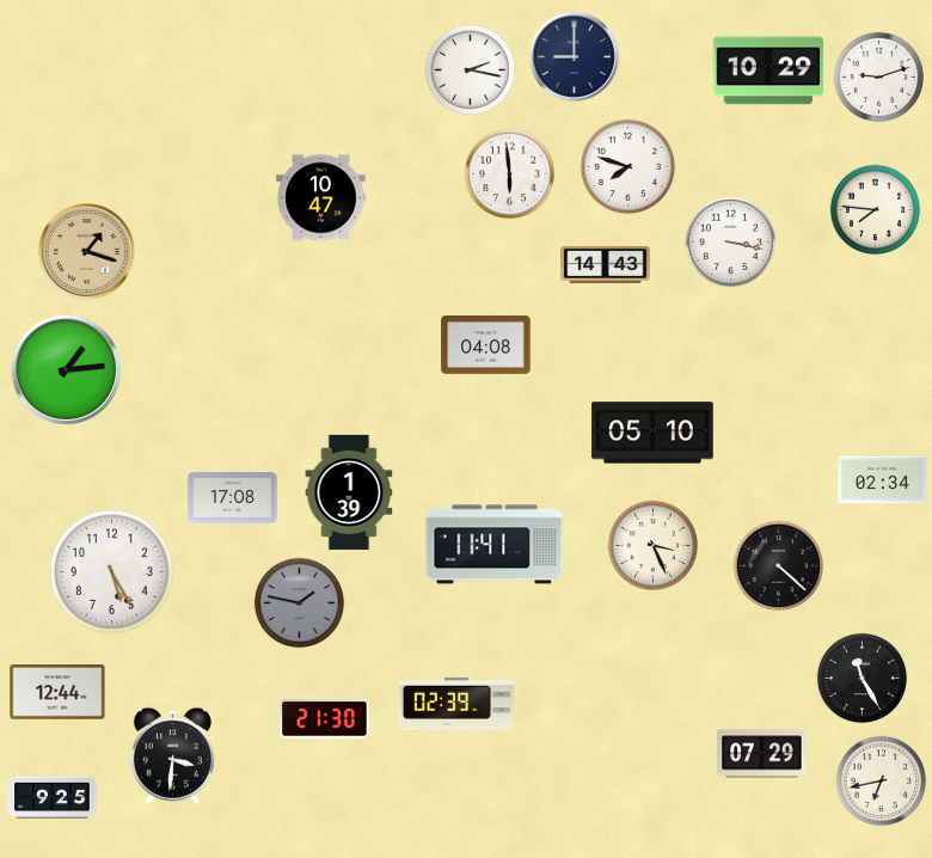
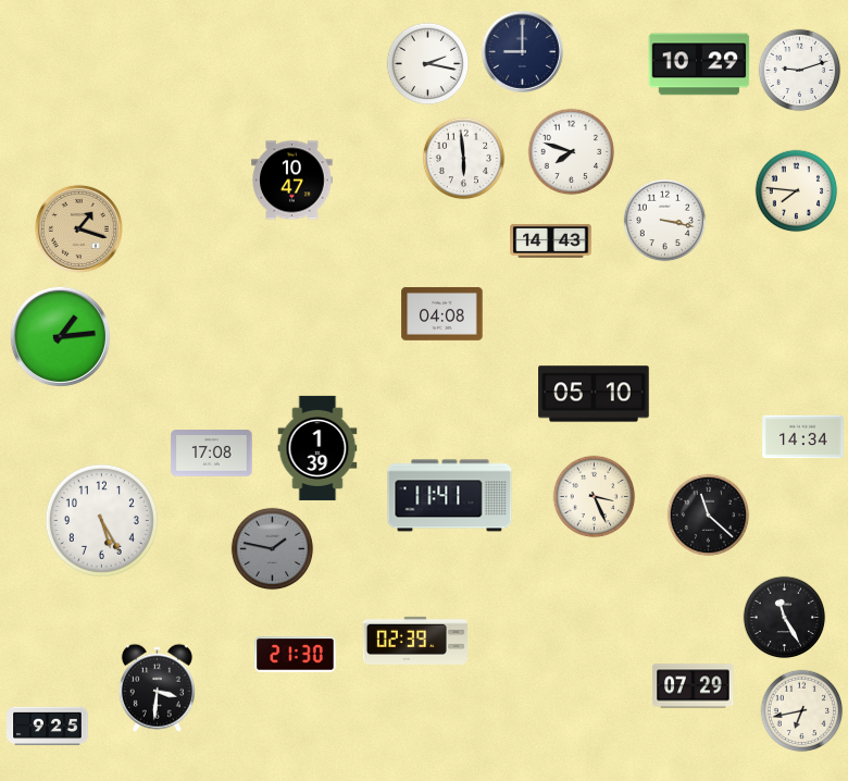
clock at (883, 480): 02:34 -> 14:34
clock at (779, 566): 4:22 -> 11:22
clock at (57, 692): 12:44 -> none
